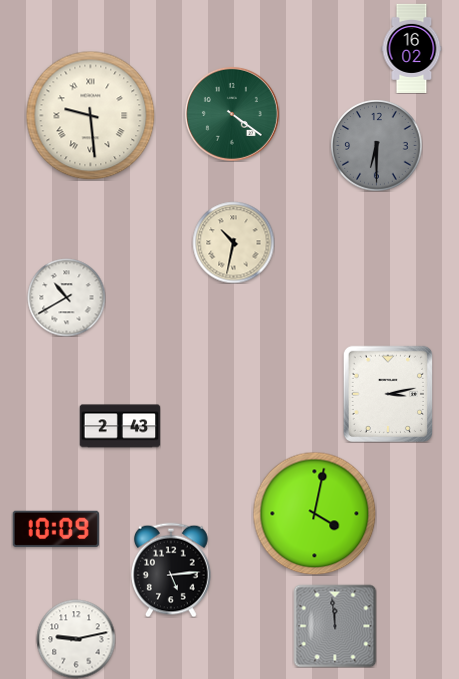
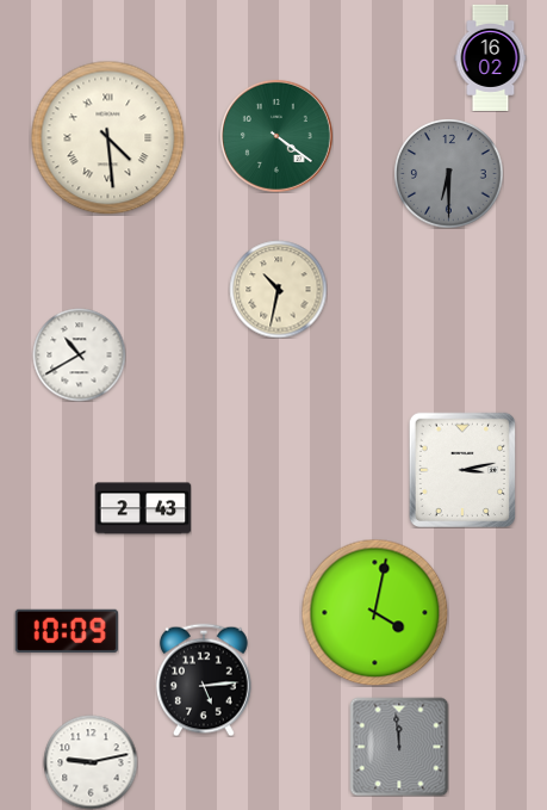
clock at (90, 115): 9:29 -> 4:29
